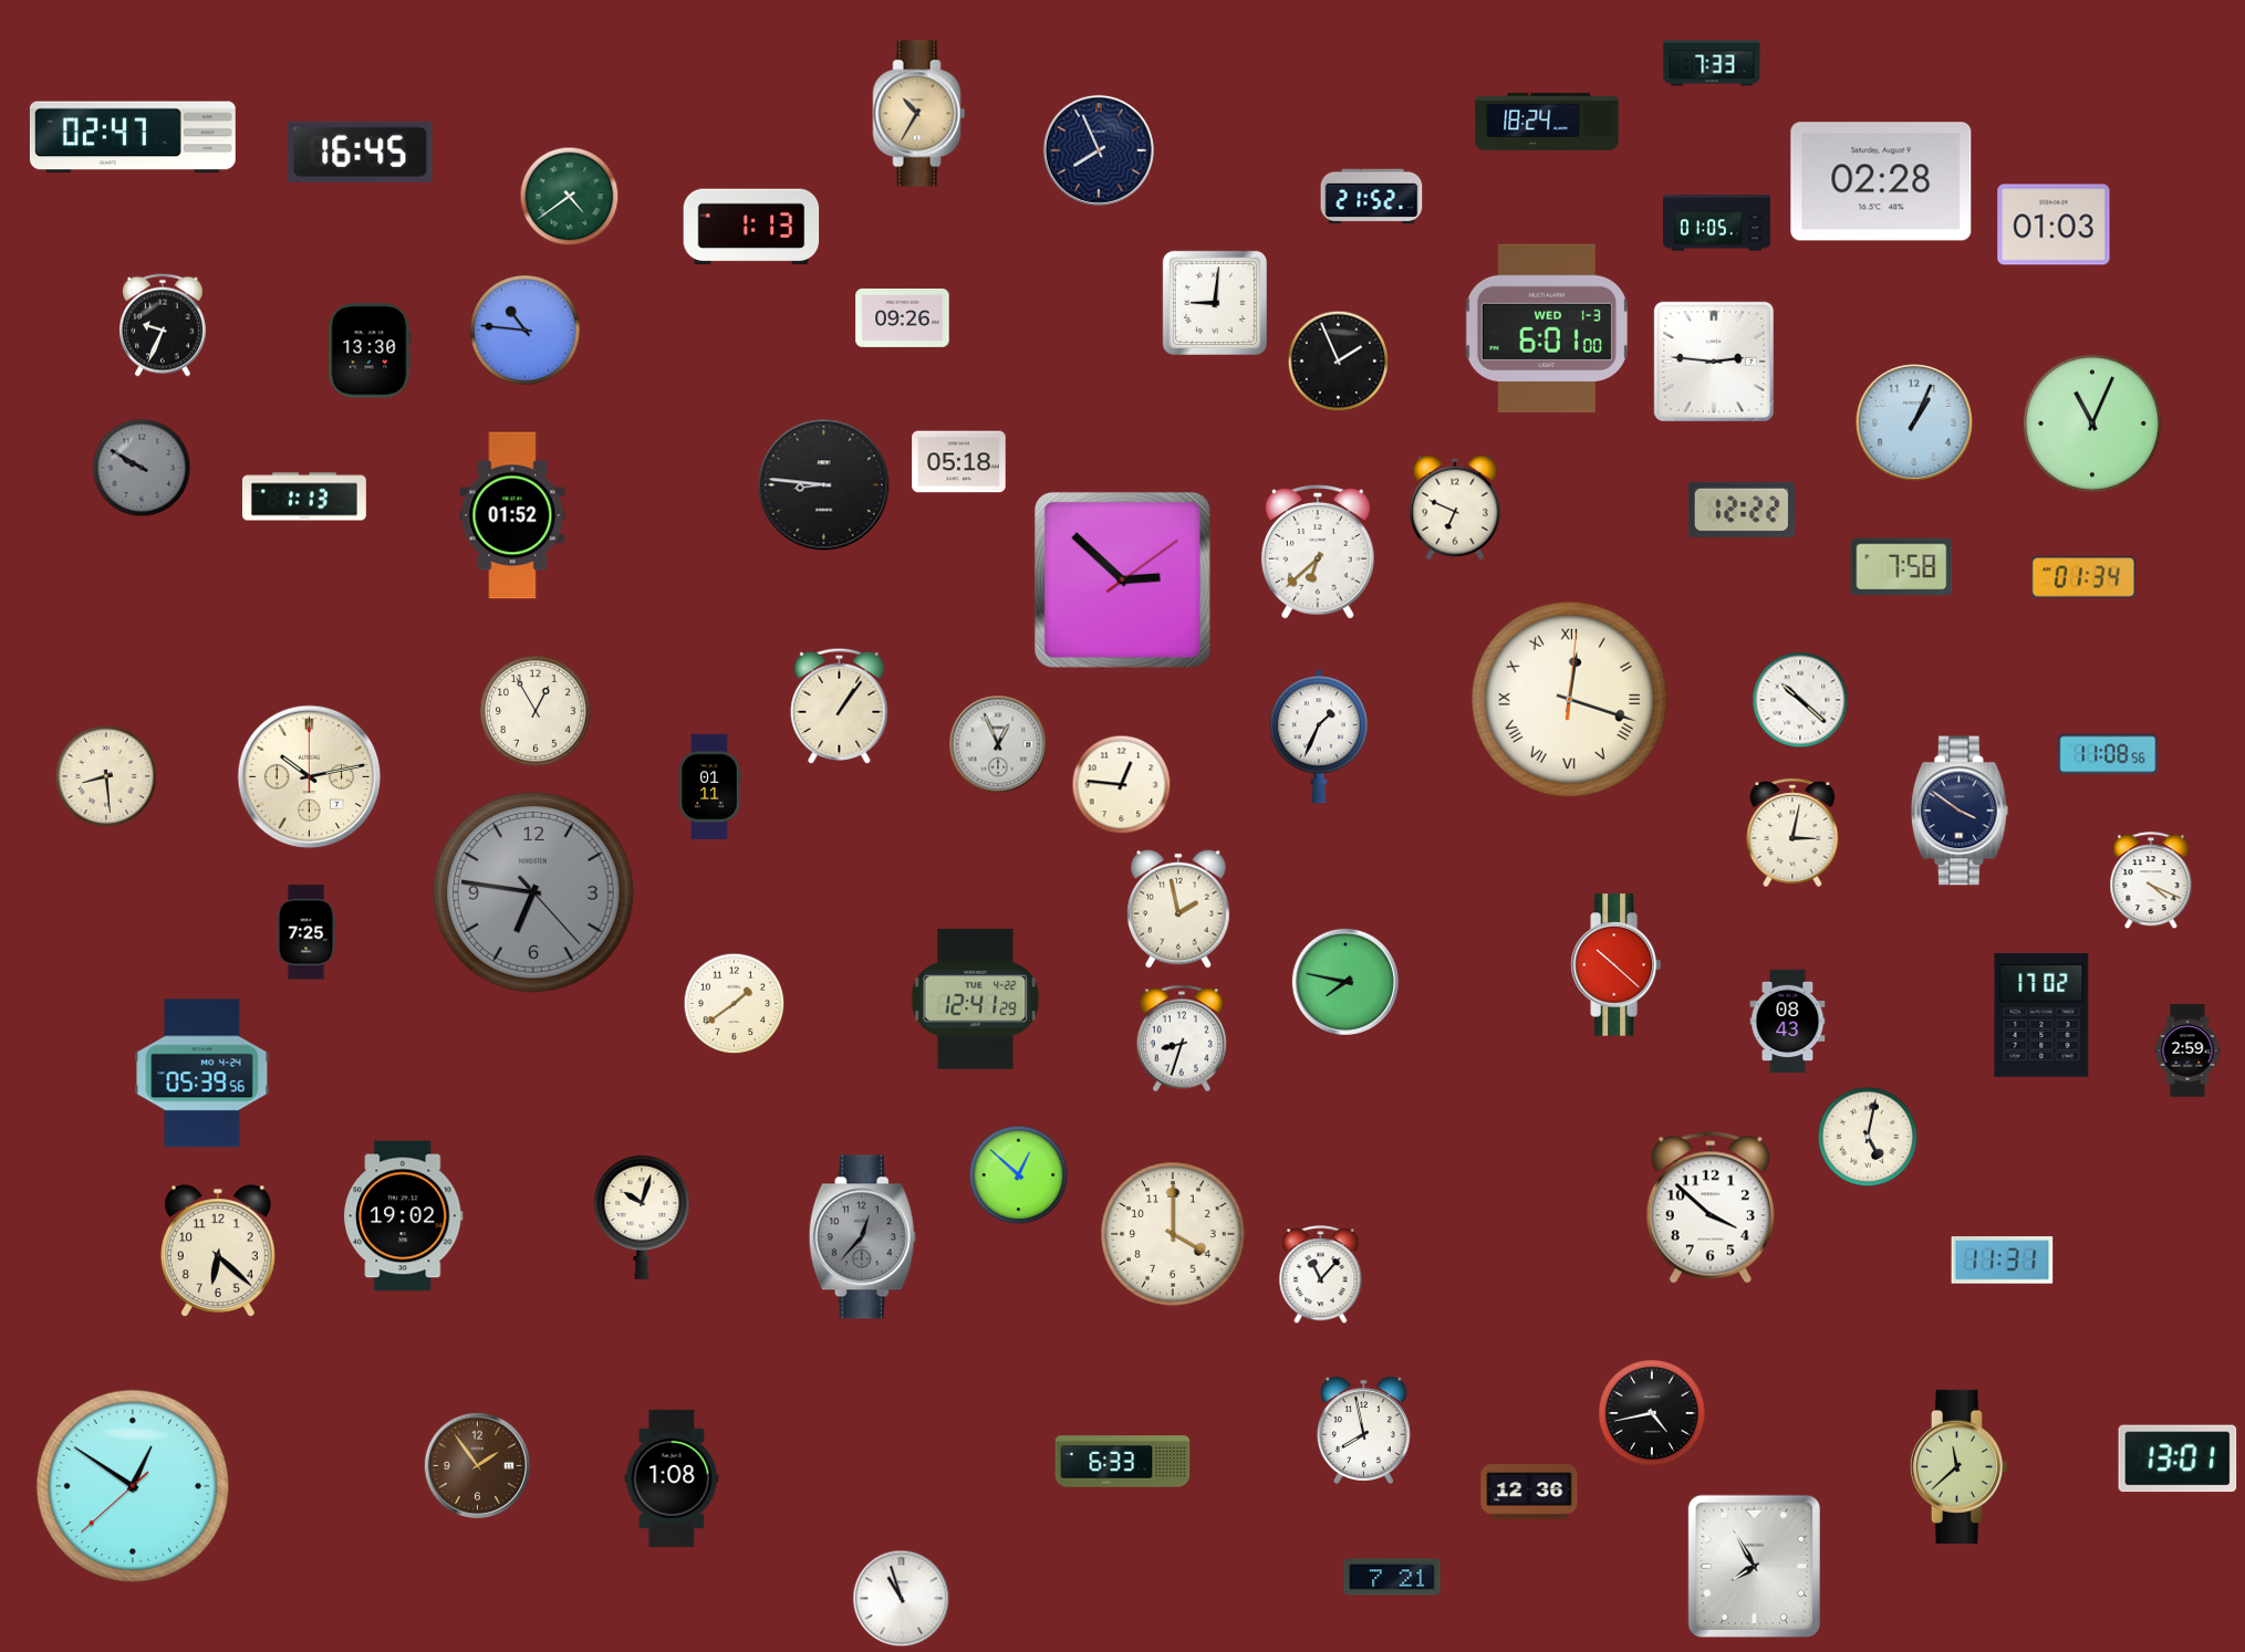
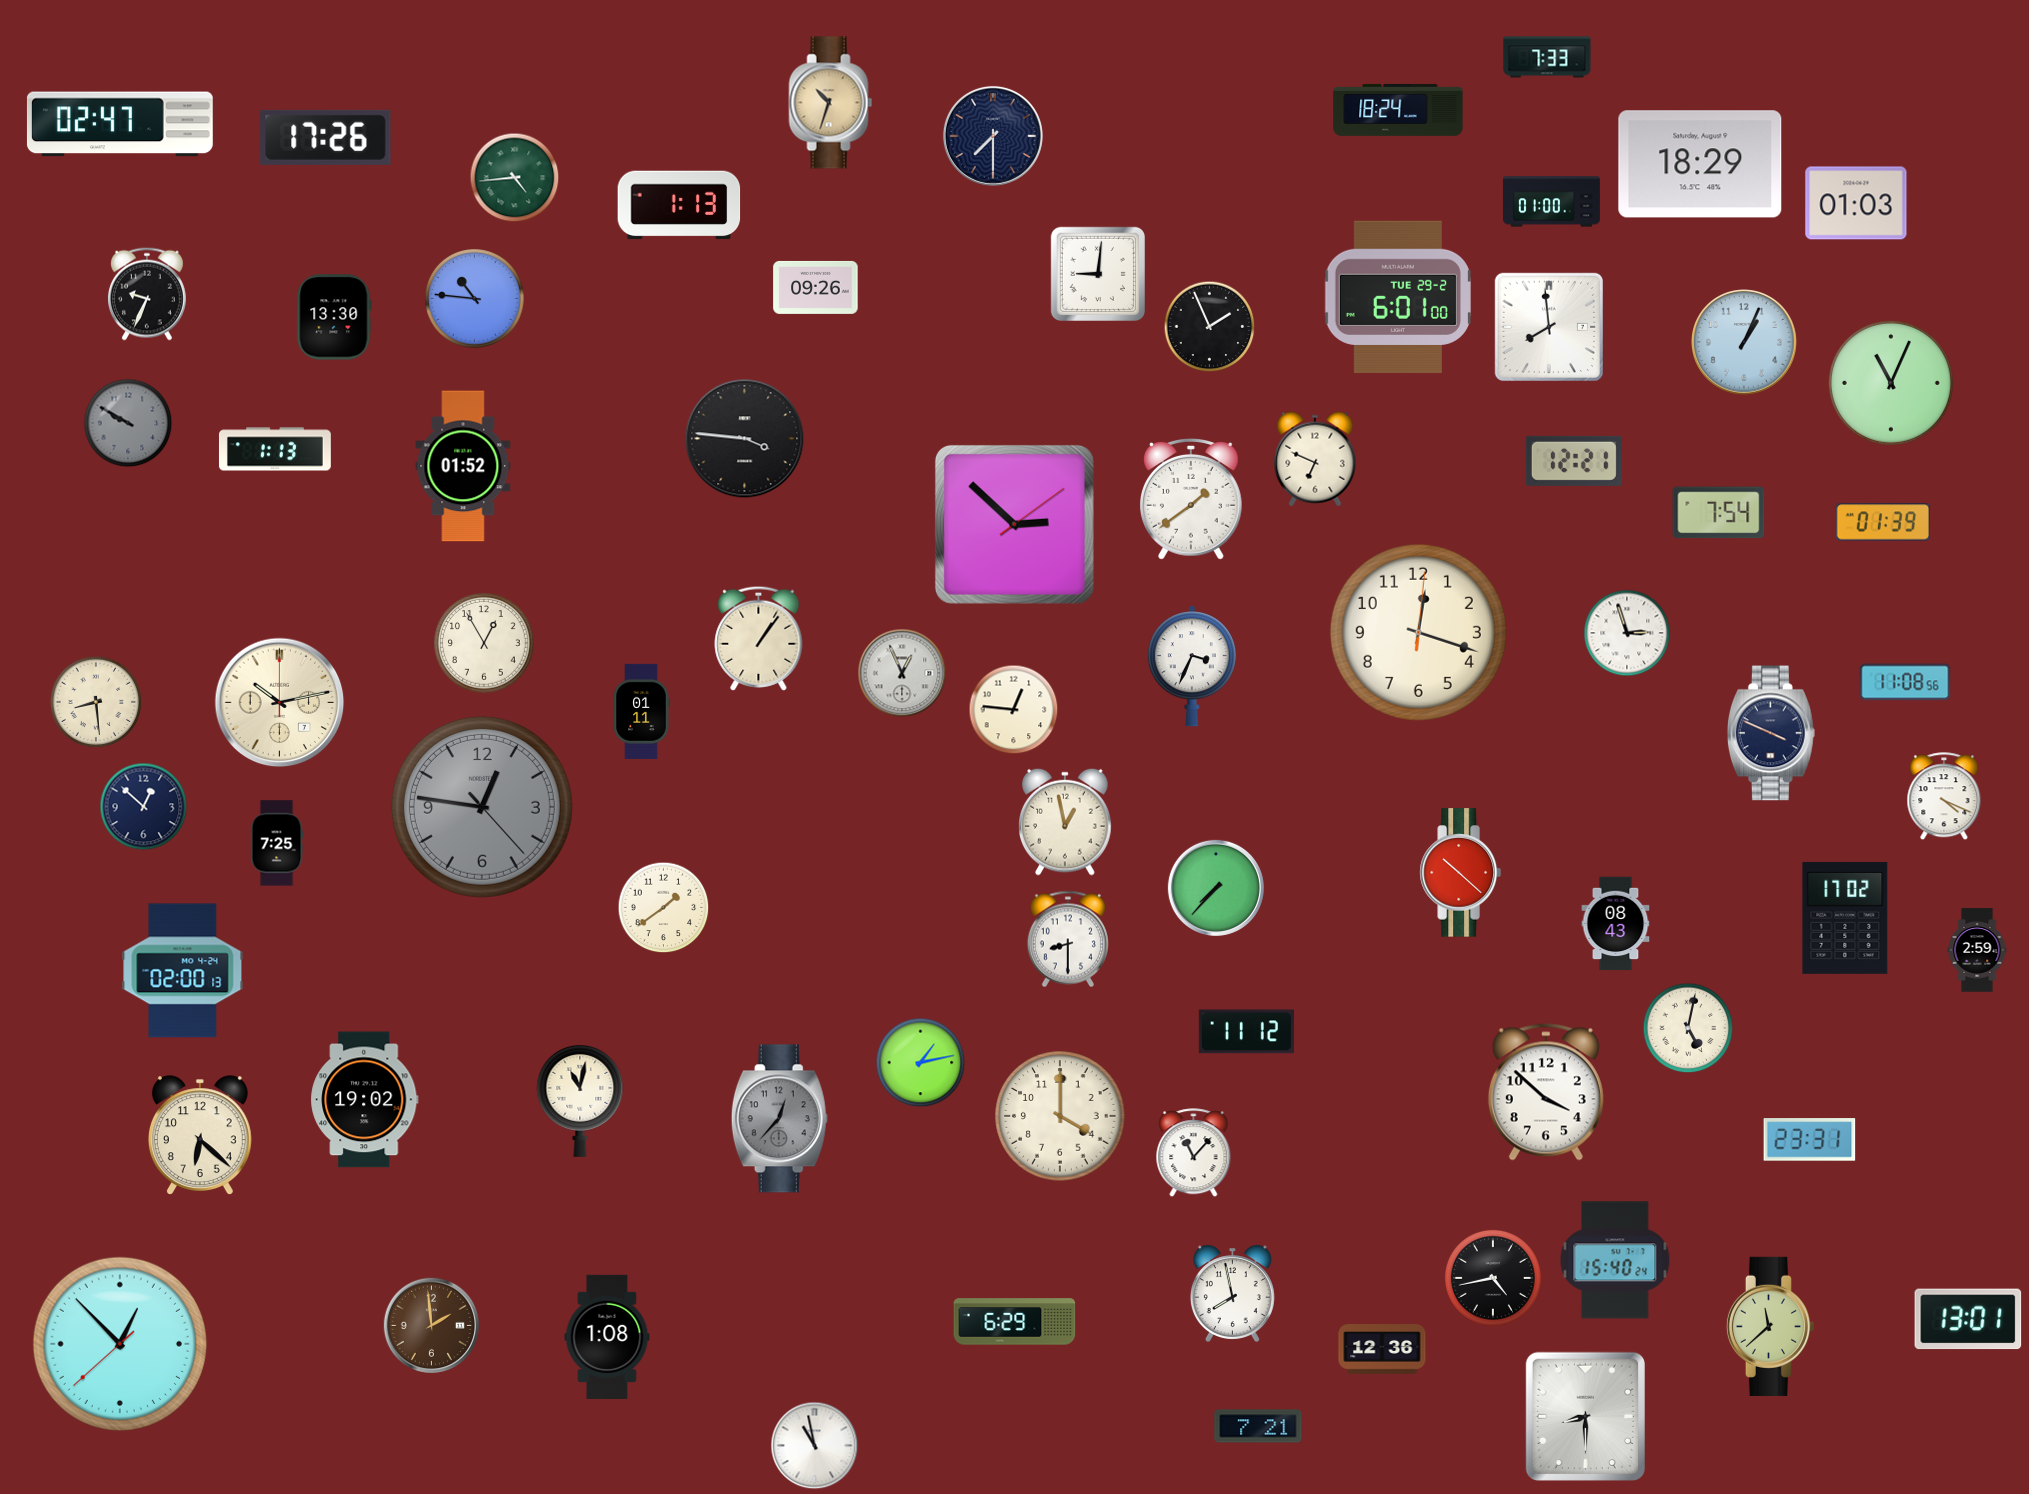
clock at (919, 114): 10:35 -> 10:33
clock at (1099, 150): 7:56 -> 7:30
clock at (361, 151): 16:45 -> 17:26
clock at (1881, 181): 02:28 -> 18:29
clock at (570, 197): 4:39 -> 4:44
clock at (1372, 197): 21:52 -> none
clock at (1717, 223): 01:05 -> 01:00
clock at (1547, 328) date: WED 1-3 -> TUE 29-2
clock at (1714, 362): 2:46 -> 7:59
clock at (1914, 422) position: (1914, 422) -> (1744, 342)
clock at (959, 462): 05:18 -> none
clock at (824, 485): 8:46 -> 3:46
clock at (1742, 510): 12:22 -> 12:21
clock at (1318, 552): 6:38 -> 1:39
clock at (1902, 567): 7:58 -> 7:54
clock at (2082, 577): 01:34 -> 01:39
clock at (1569, 699) numerals: Roman -> Arabic
clock at (1800, 700): 10:22 -> 2:57
clock at (1319, 736): 1:34 -> 3:34
clock at (1960, 811): 3:51 -> 3:49
clock at (1792, 833): 3:02 -> none
clock at (144, 807): none -> 12:52
clock at (533, 892): 6:46 -> 12:46
clock at (1178, 909): 1:58 -> 12:58
clock at (1345, 982): 7:47 -> 7:37
clock at (976, 998): 12:41 -> none
clock at (1182, 1038): 8:33 -> 8:30
clock at (202, 1074): 05:39 -> 02:00
clock at (1246, 1032): none -> 11:12
clock at (1019, 1175): 12:52 -> 1:13
clock at (642, 1217): 10:03 -> 11:02
clock at (218, 1251) position: (218, 1251) -> (200, 1135)
clock at (2003, 1261): 11:31 -> 23:31
clock at (1615, 1260): none -> 15:40
clock at (1123, 1462): 6:33 -> 6:29
clock at (477, 1465): 1:54 -> 1:59
clock at (133, 1486): 12:50 -> 12:52
clock at (1754, 1566): 7:55 -> 8:30
clock at (902, 1599): 10:57 -> 10:58
